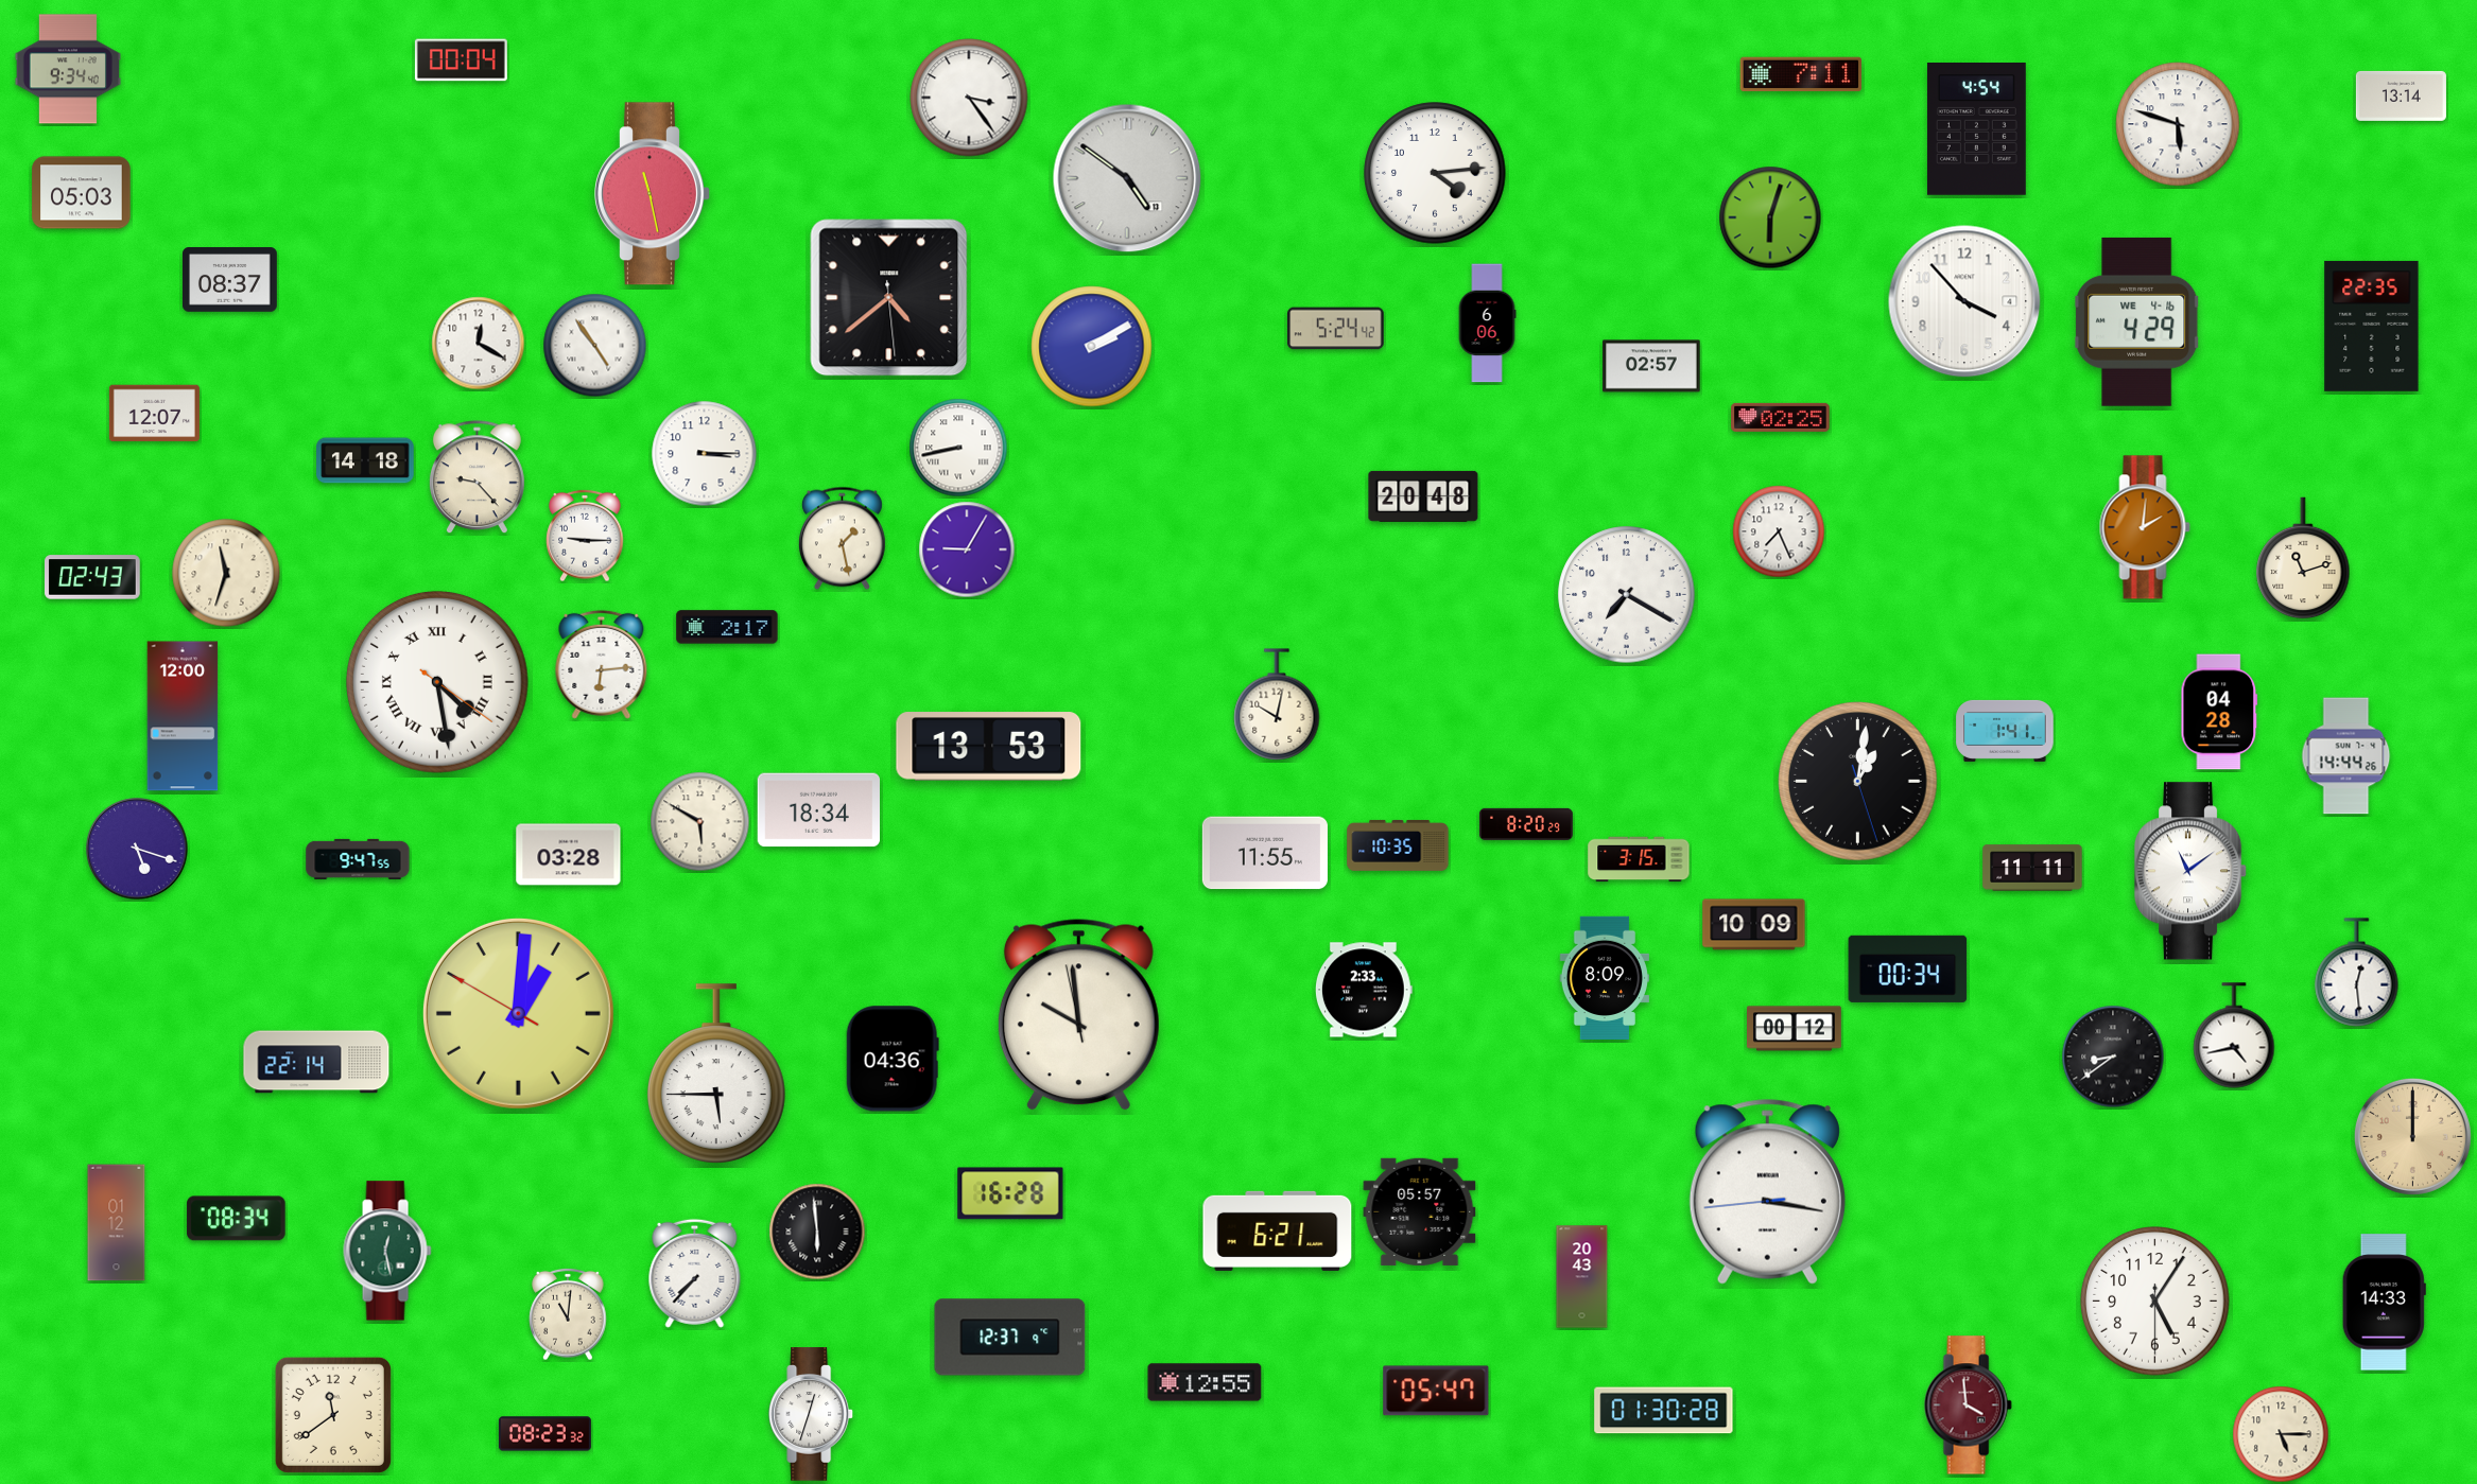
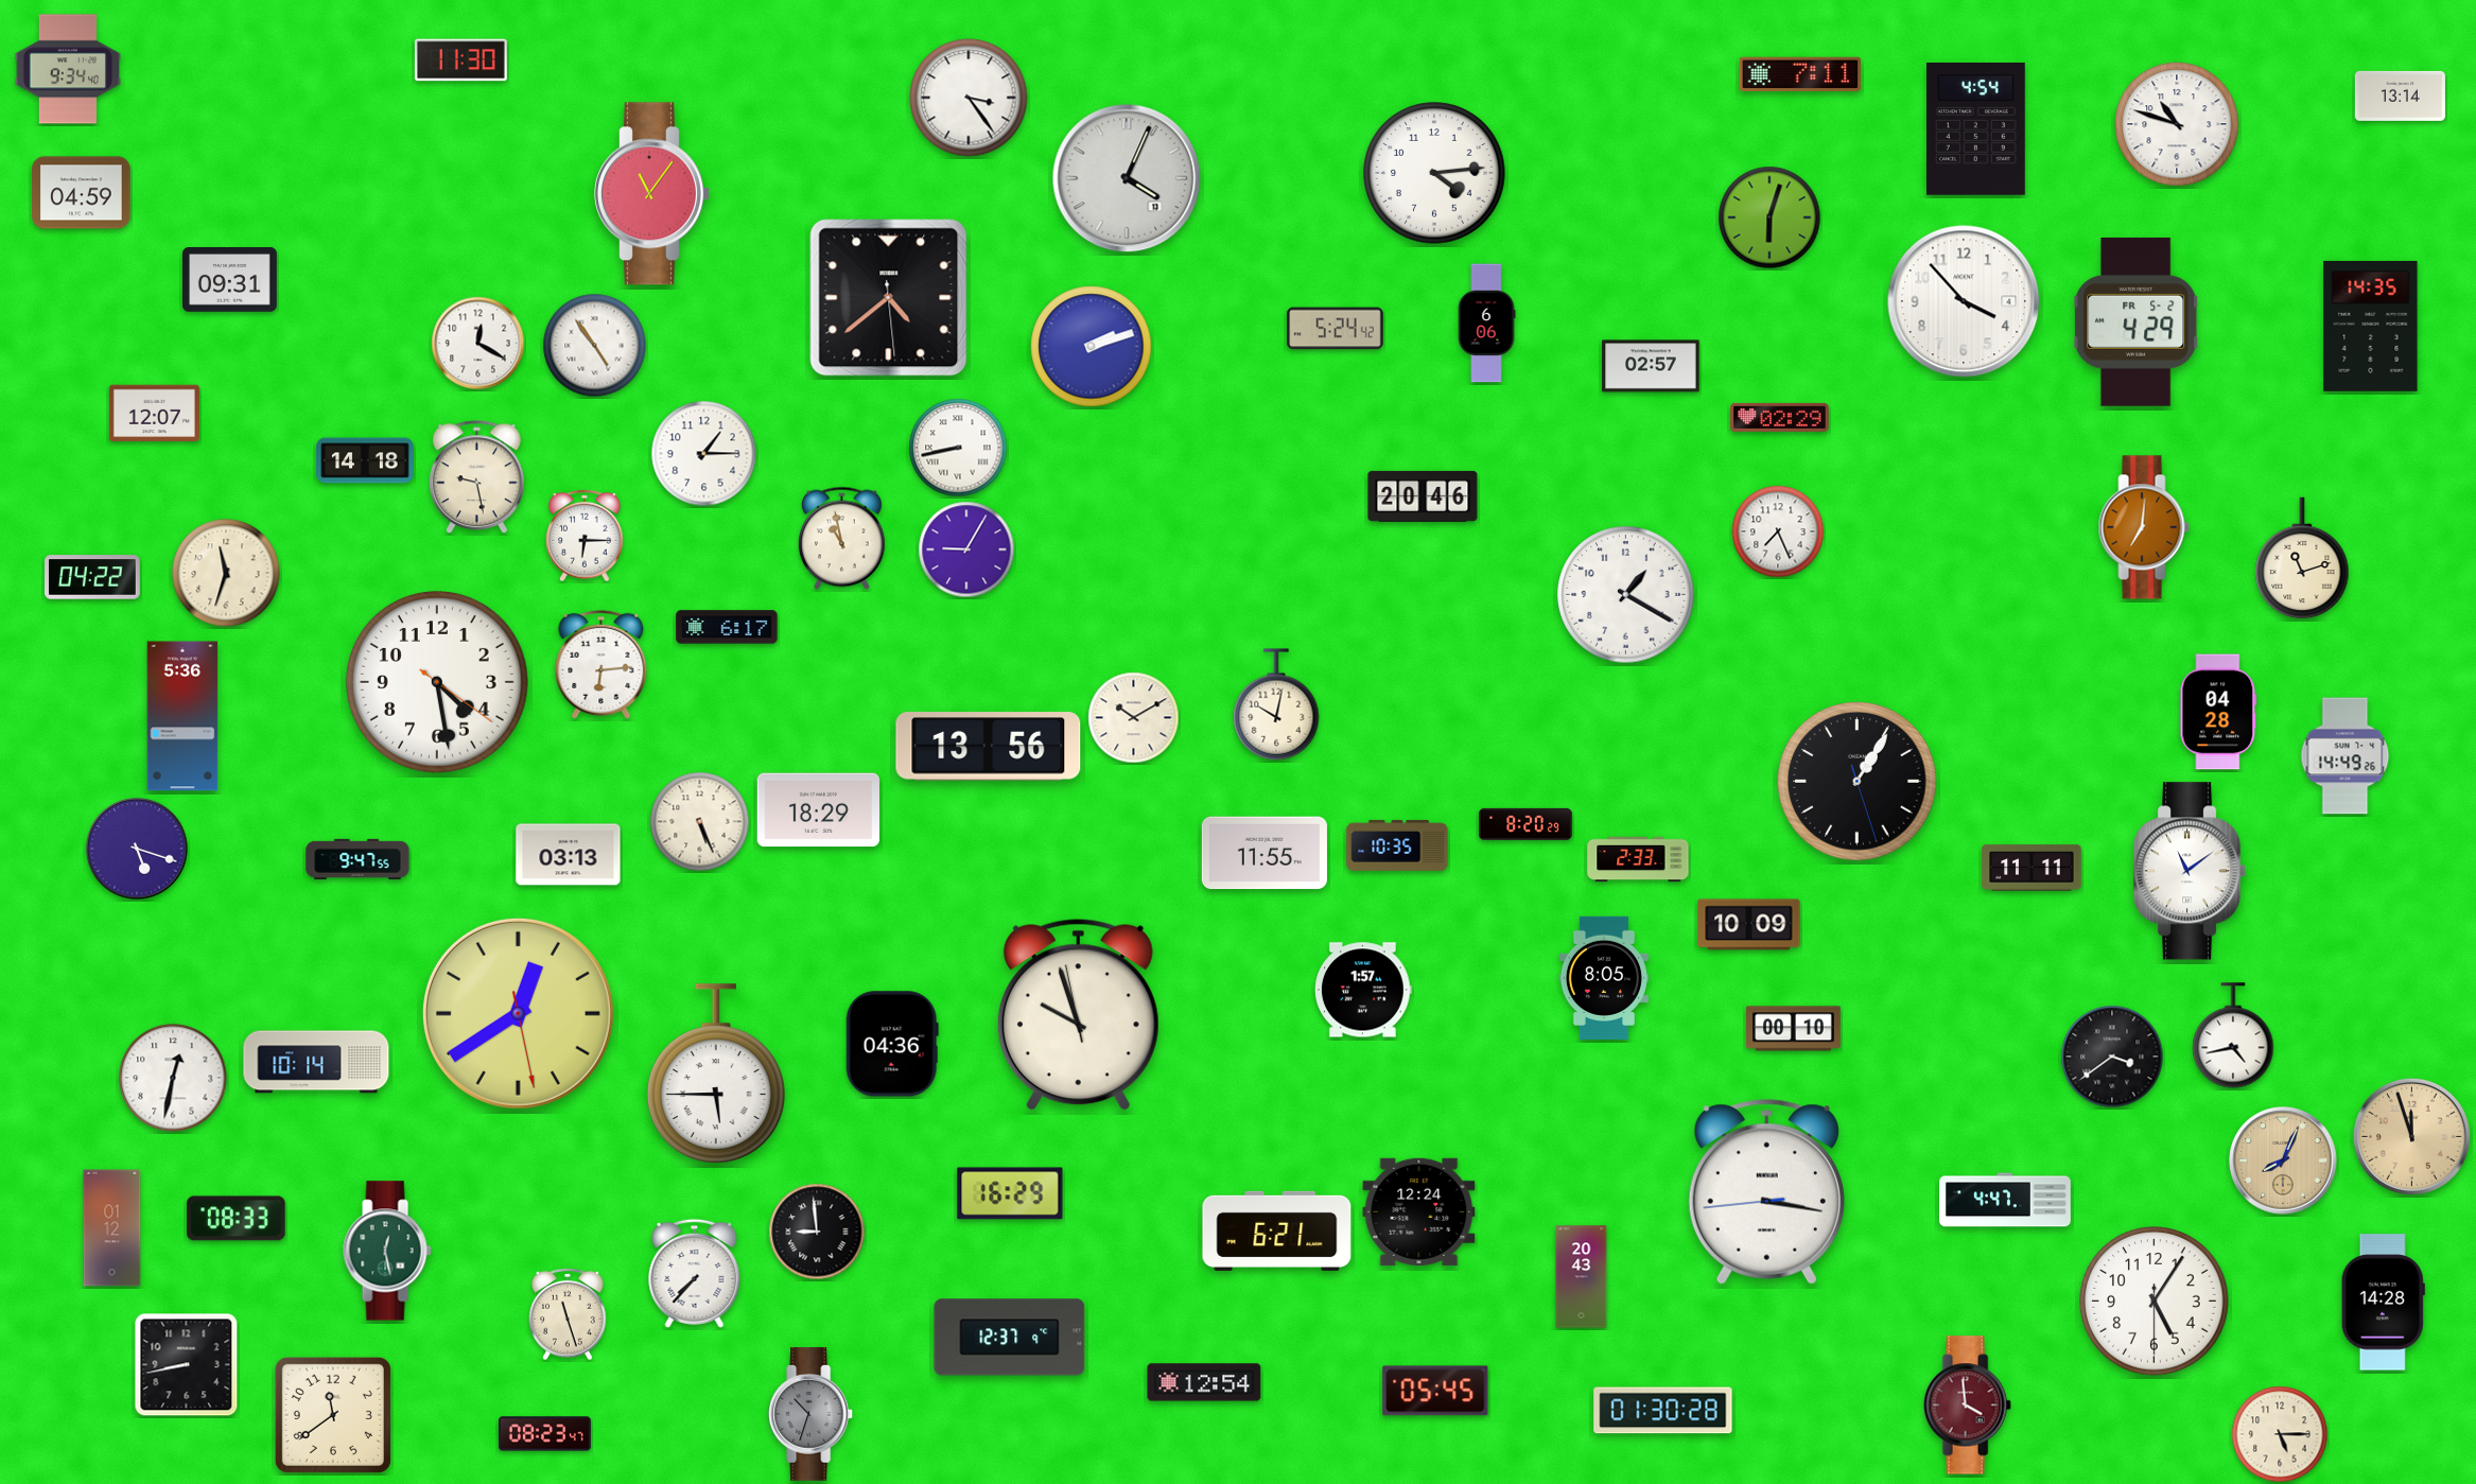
clock at (461, 60): 00:04 -> 11:30
clock at (2178, 124): 5:48 -> 10:48
clock at (1127, 178): 4:51 -> 4:04
clock at (82, 193): 05:03 -> 04:59
clock at (653, 194): 11:28 -> 11:06
clock at (230, 280): 08:37 -> 09:31
clock at (2137, 321) date: WE 4-16 -> FR 5-2
clock at (2372, 326): 22:35 -> 14:35
clock at (1092, 347): 2:10 -> 2:12
clock at (1781, 417): 02:25 -> 02:29
clock at (705, 454): 3:15 -> 1:15
clock at (477, 477): 9:23 -> 9:28
clock at (1423, 496): 20:48 -> 20:46
clock at (2145, 527): 2:01 -> 7:01
clock at (585, 536): 9:15 -> 6:15
clock at (842, 539): 1:28 -> 10:58
clock at (93, 577): 02:43 -> 04:22
clock at (1627, 595): 7:20 -> 1:20
clock at (727, 627): 2:17 -> 6:17
clock at (437, 682) numerals: Roman -> Arabic
clock at (183, 716): 12:00 -> 5:36
clock at (1134, 718): none -> 10:10
clock at (2005, 731): 1:41 -> none
clock at (989, 747): 13:53 -> 13:56
clock at (2346, 756): 14:44 -> 14:49
clock at (1858, 782): 1:01 -> 1:05
clock at (818, 810): 18:34 -> 18:29
clock at (700, 822): 5:50 -> 5:26
clock at (569, 855): 03:28 -> 03:13
clock at (1639, 859): 3:15 -> 2:33
clock at (1754, 925) position: (1754, 925) -> (1749, 925)
clock at (1908, 968): 00:34 -> none
clock at (2357, 973): 12:29 -> none
clock at (1604, 978): 8:09 -> 8:05
clock at (1364, 990): 2:33 -> 1:57
clock at (518, 1013): 1:00 -> 12:39
clock at (1078, 1015): 9:58 -> 9:56
clock at (1795, 1029): 00:12 -> 00:10
clock at (2113, 1057): 8:39 -> 3:39
clock at (893, 1059) position: (893, 1059) -> (892, 1044)
clock at (316, 1062): 22:14 -> 10:14
clock at (173, 1078): none -> 12:32
clock at (2412, 1136): 12:00 -> 11:57
clock at (2283, 1160): none -> 8:04
clock at (1010, 1193): 16:28 -> 16:29
clock at (2005, 1200): none -> 4:47
clock at (1420, 1211): 05:57 -> 12:24
clock at (237, 1219): 08:34 -> 08:33
clock at (117, 1223) position: (117, 1223) -> (112, 1228)
clock at (817, 1232): 5:59 -> 8:59
clock at (2384, 1303): 14:33 -> 14:28
clock at (568, 1314): 11:01 -> 11:27
clock at (187, 1365): none -> 8:43
clock at (1205, 1382): 12:55 -> 12:54
clock at (1436, 1391): 05:47 -> 05:45
clock at (812, 1414): 12:33 -> 10:33
clock at (812, 1414) dial: white -> grey
clock at (544, 1434): 08:23:32 -> 08:23:47
